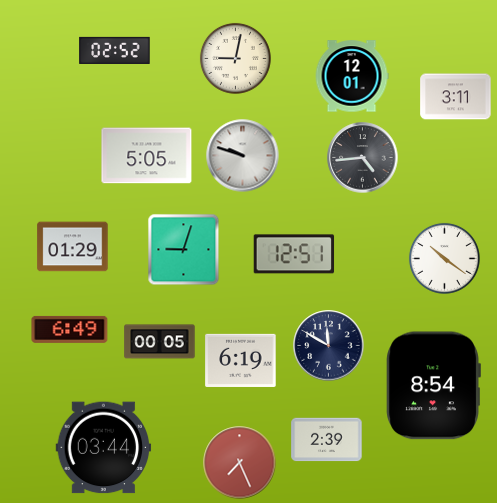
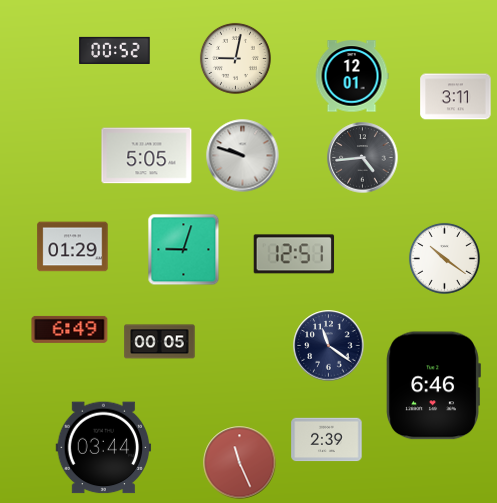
clock at (115, 50): 02:52 -> 00:52
clock at (329, 346): 11:50 -> 11:21
clock at (241, 360): 6:19 -> none
clock at (433, 386): 8:54 -> 6:46
clock at (240, 463): 7:26 -> 11:26
